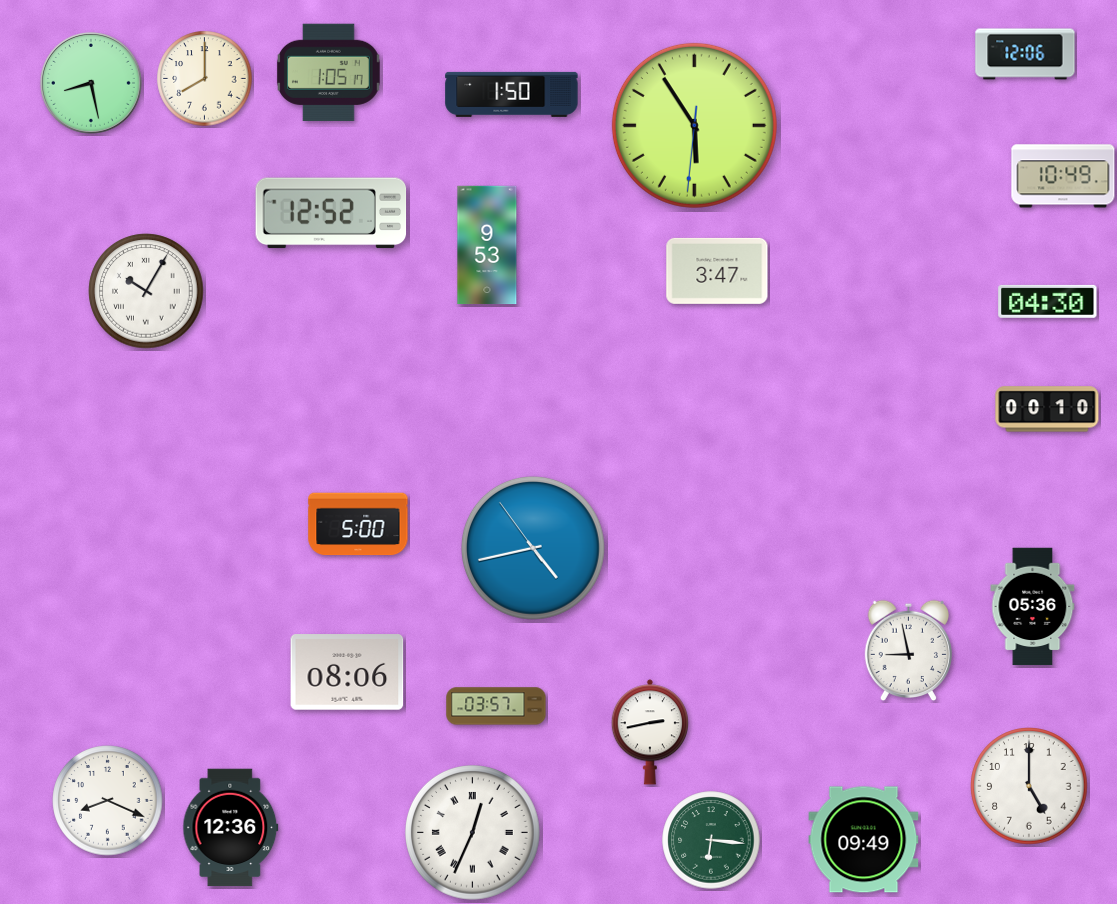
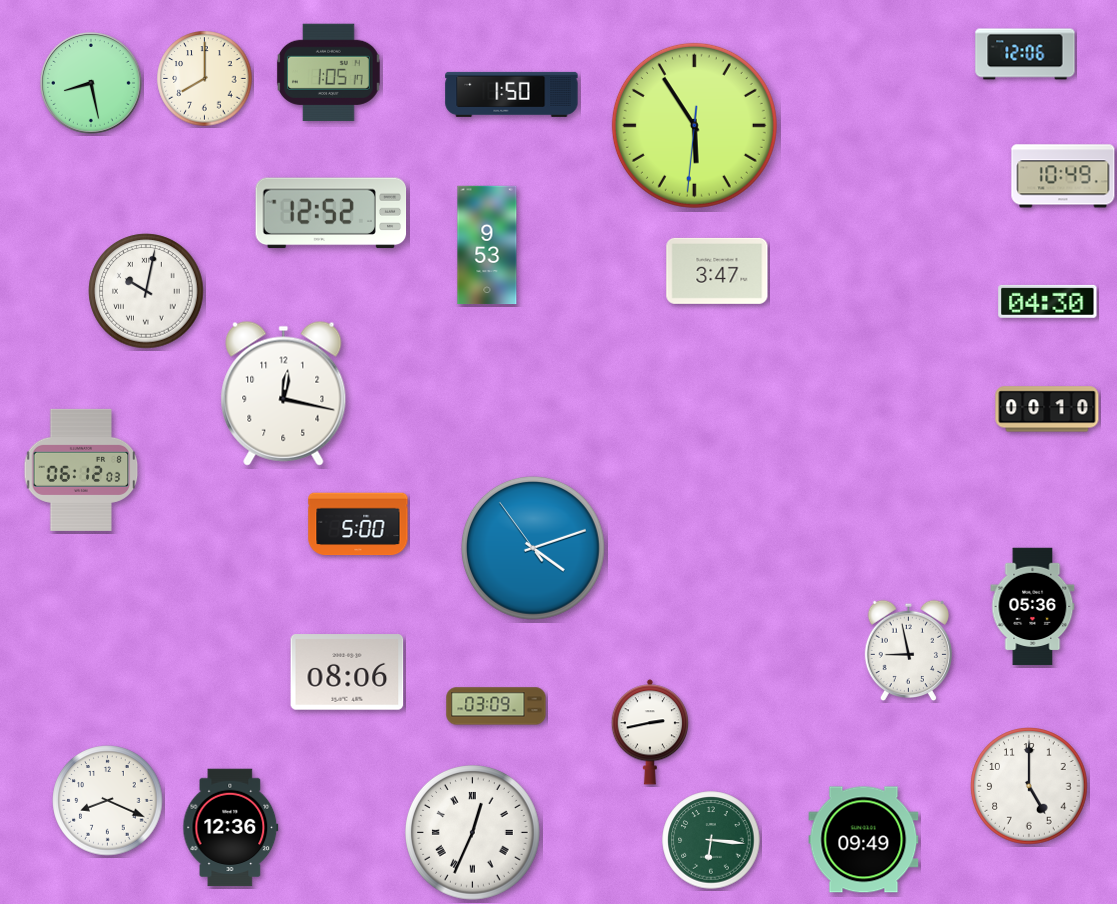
clock at (146, 291): 10:05 -> 10:02
clock at (284, 393): none -> 12:17
clock at (81, 470): none -> 06:12
clock at (533, 548): 4:42 -> 4:11
clock at (496, 706): 03:57 -> 03:09
